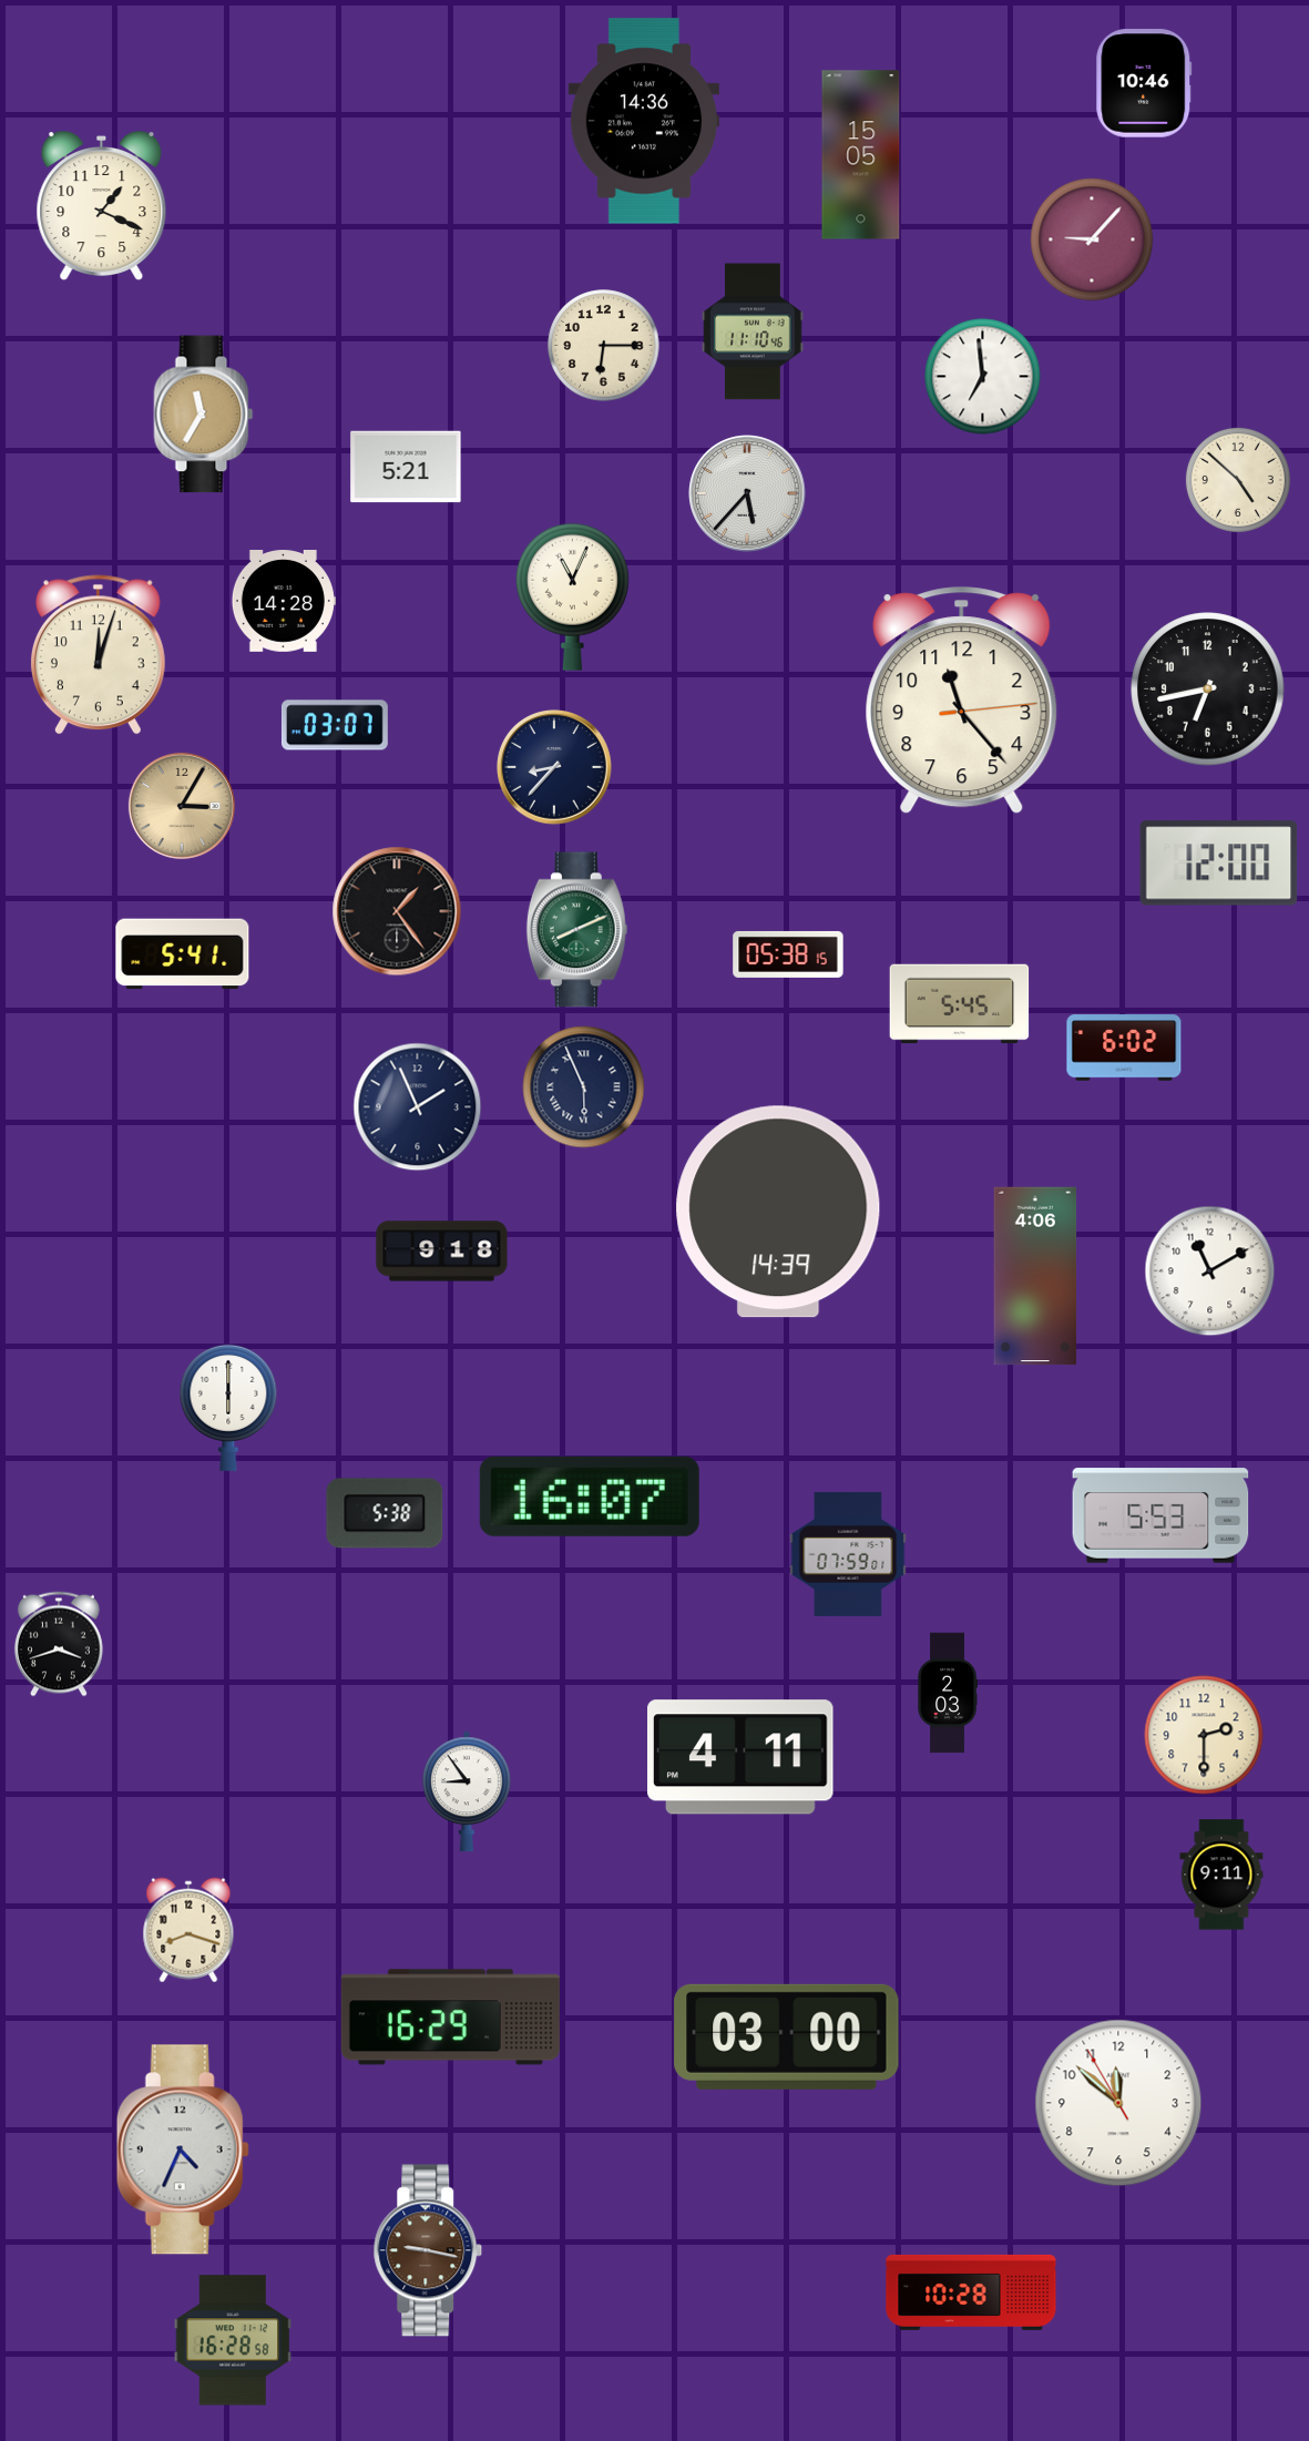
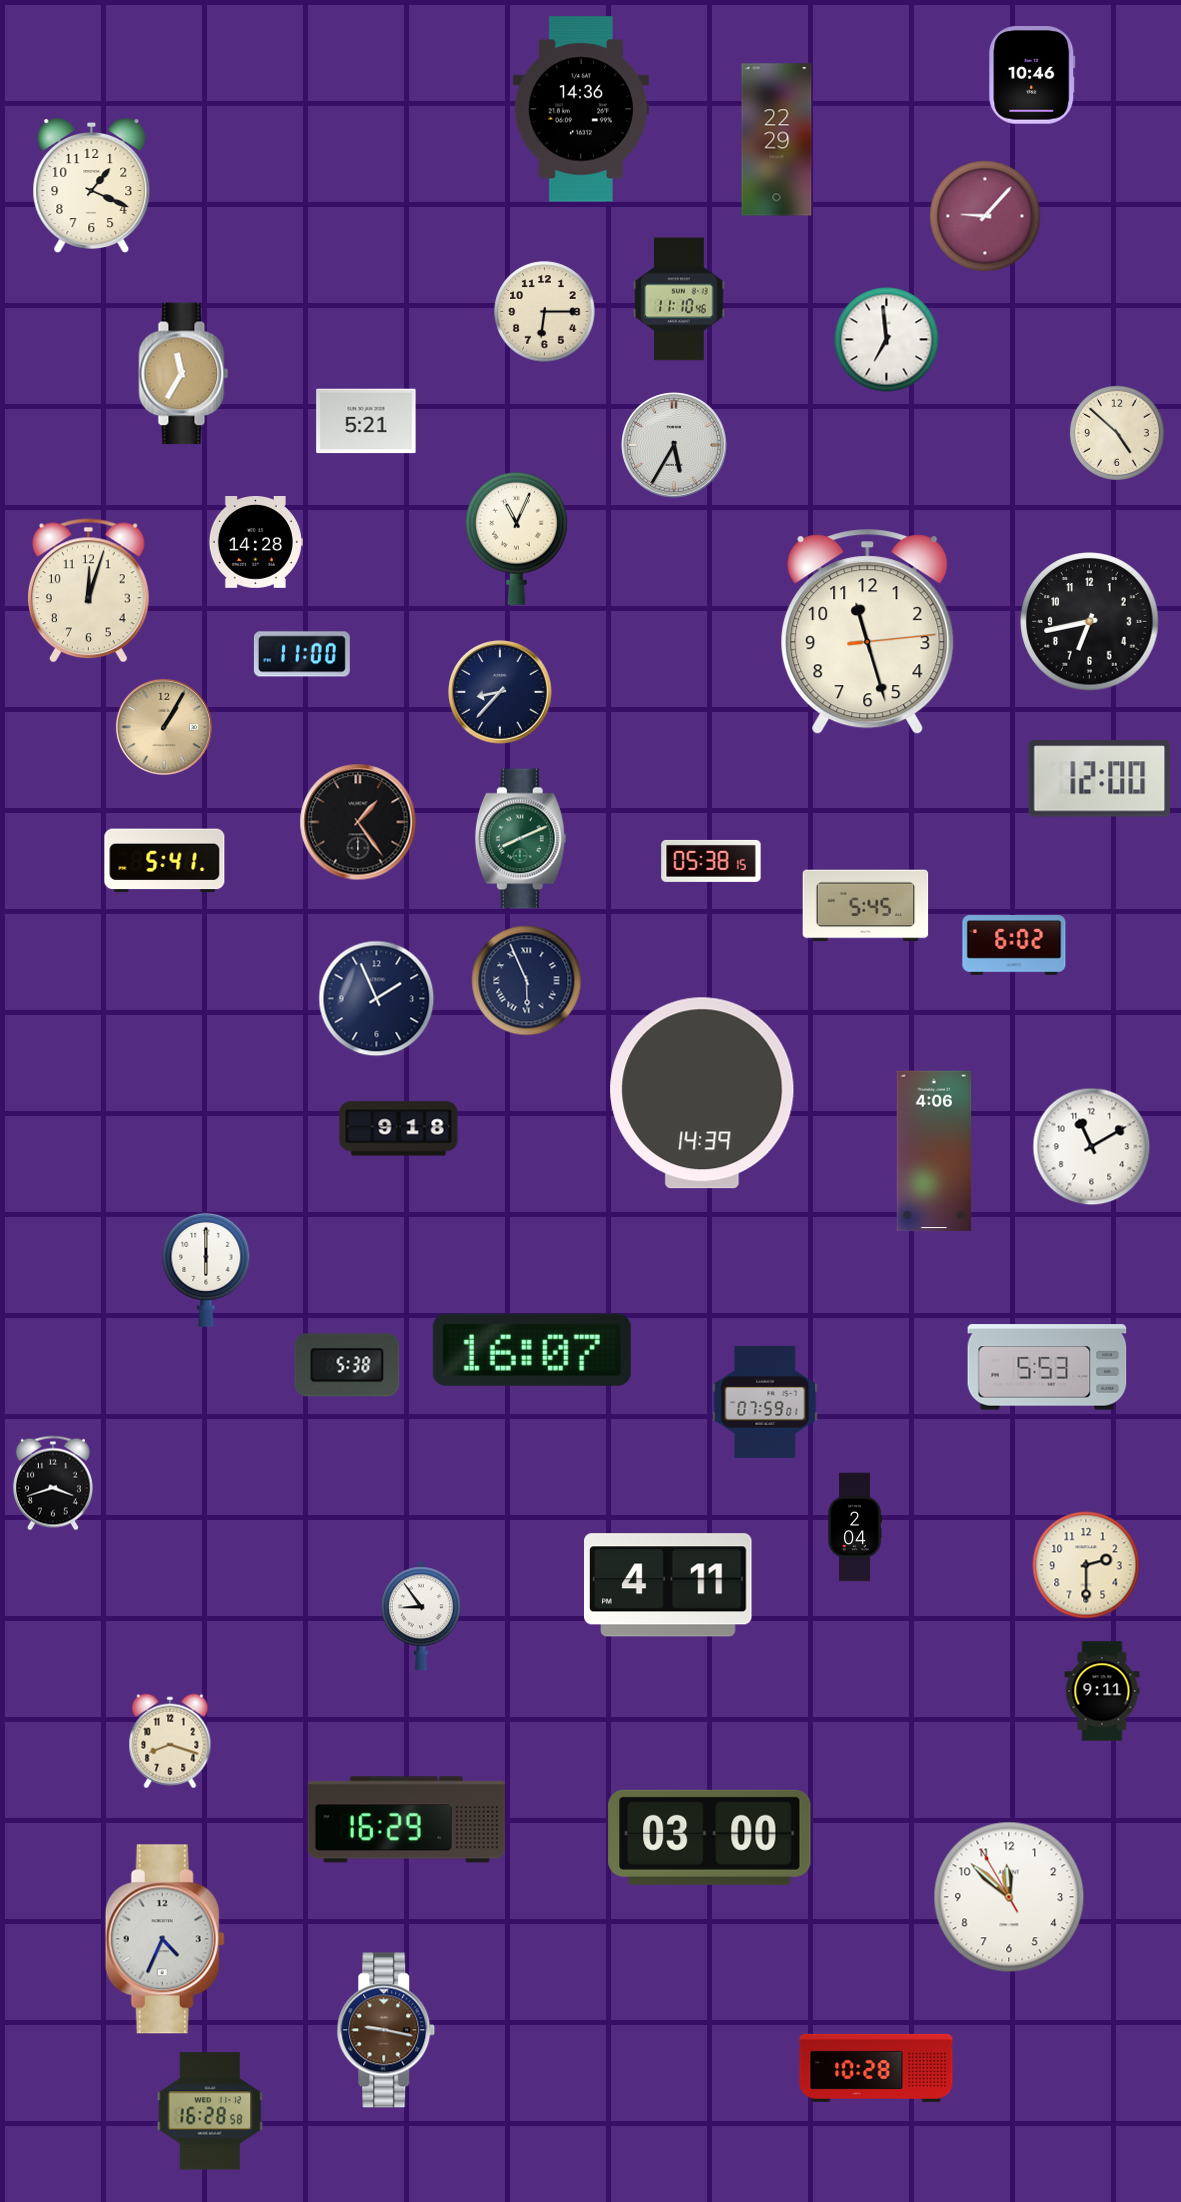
clock at (861, 155): 15:05 -> 22:29
clock at (747, 493): 5:37 -> 5:35
clock at (962, 701): 11:23 -> 11:27
clock at (335, 725): 03:07 -> 11:00
clock at (182, 806): 3:05 -> 1:05
clock at (948, 1693): 2:03 -> 2:04
